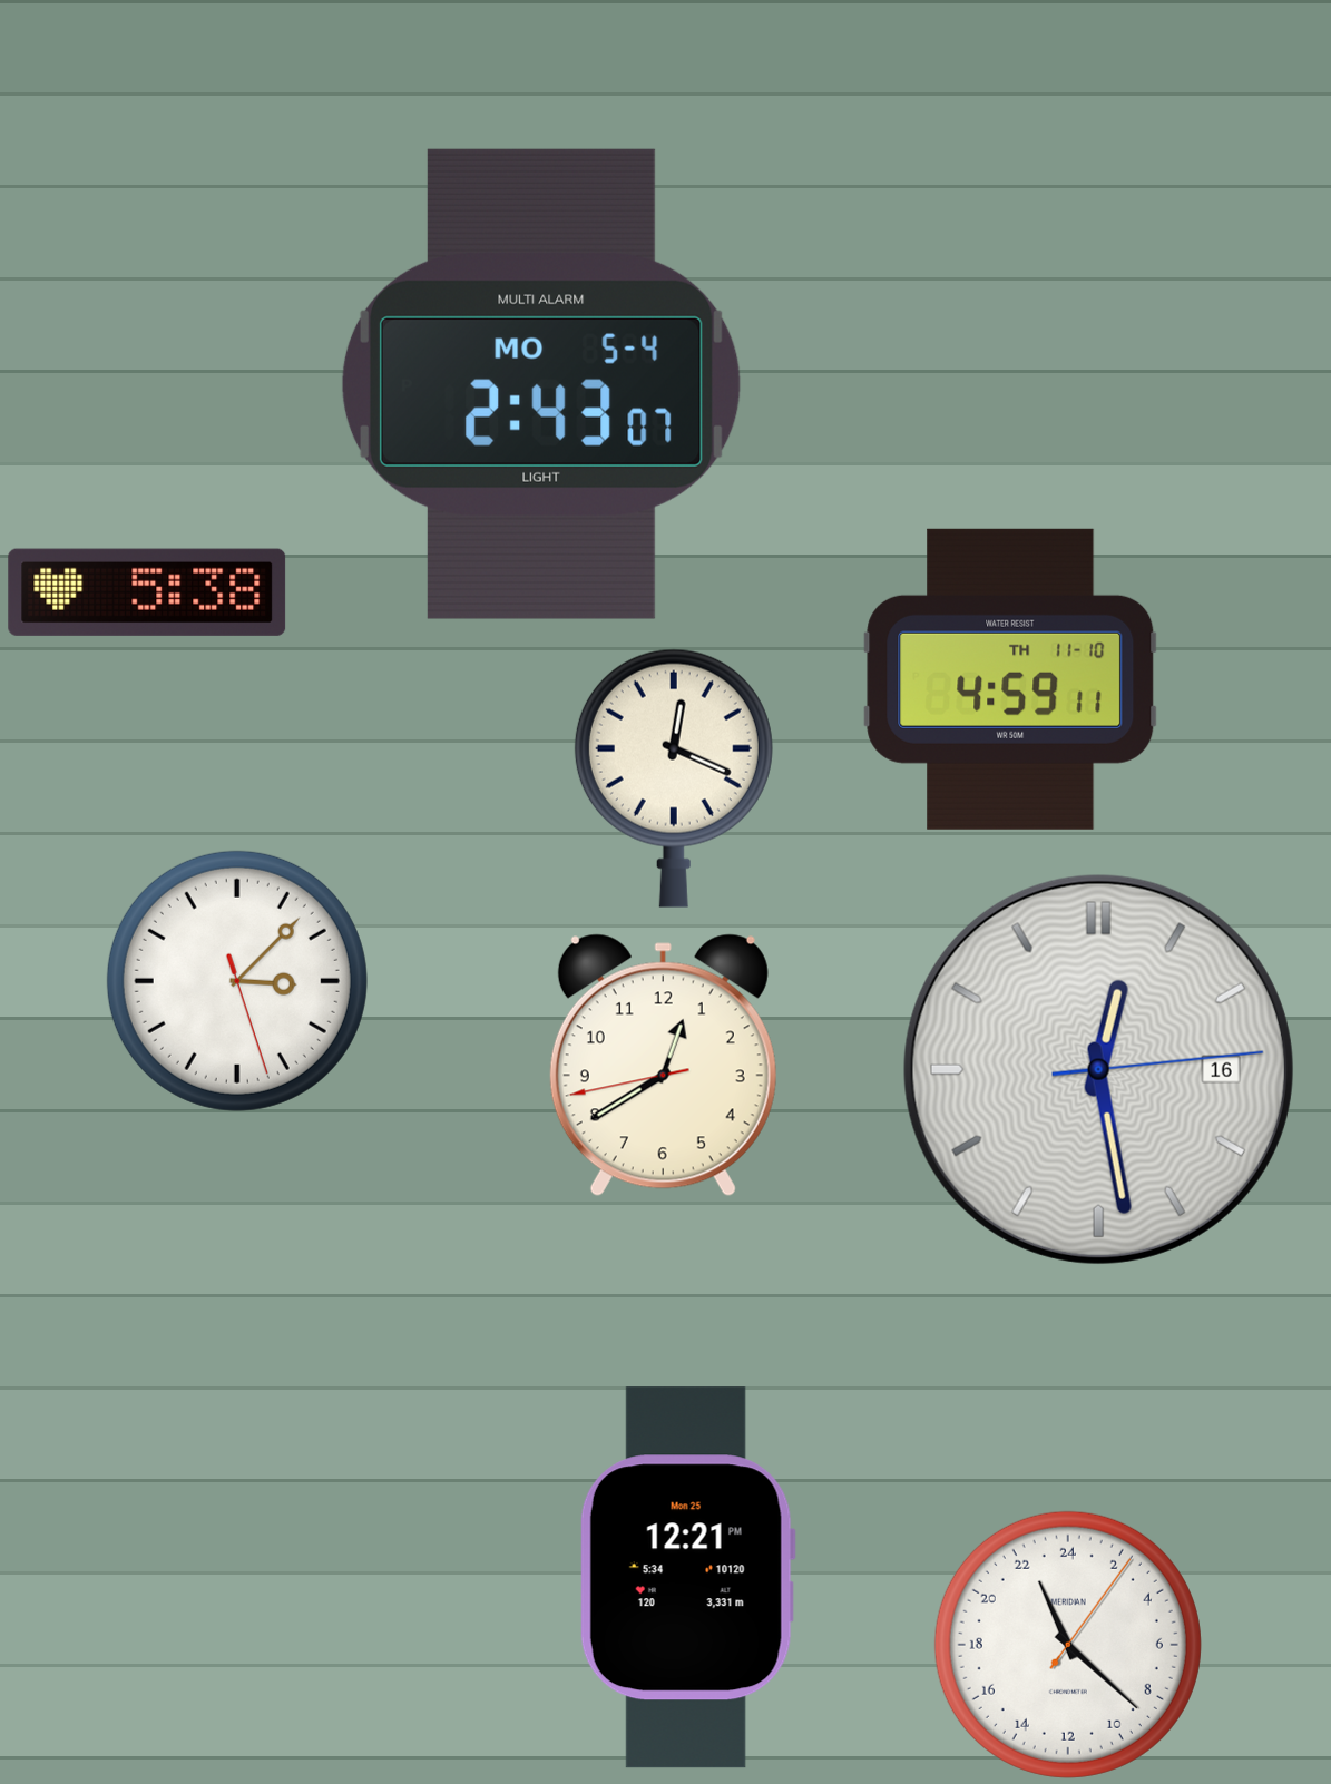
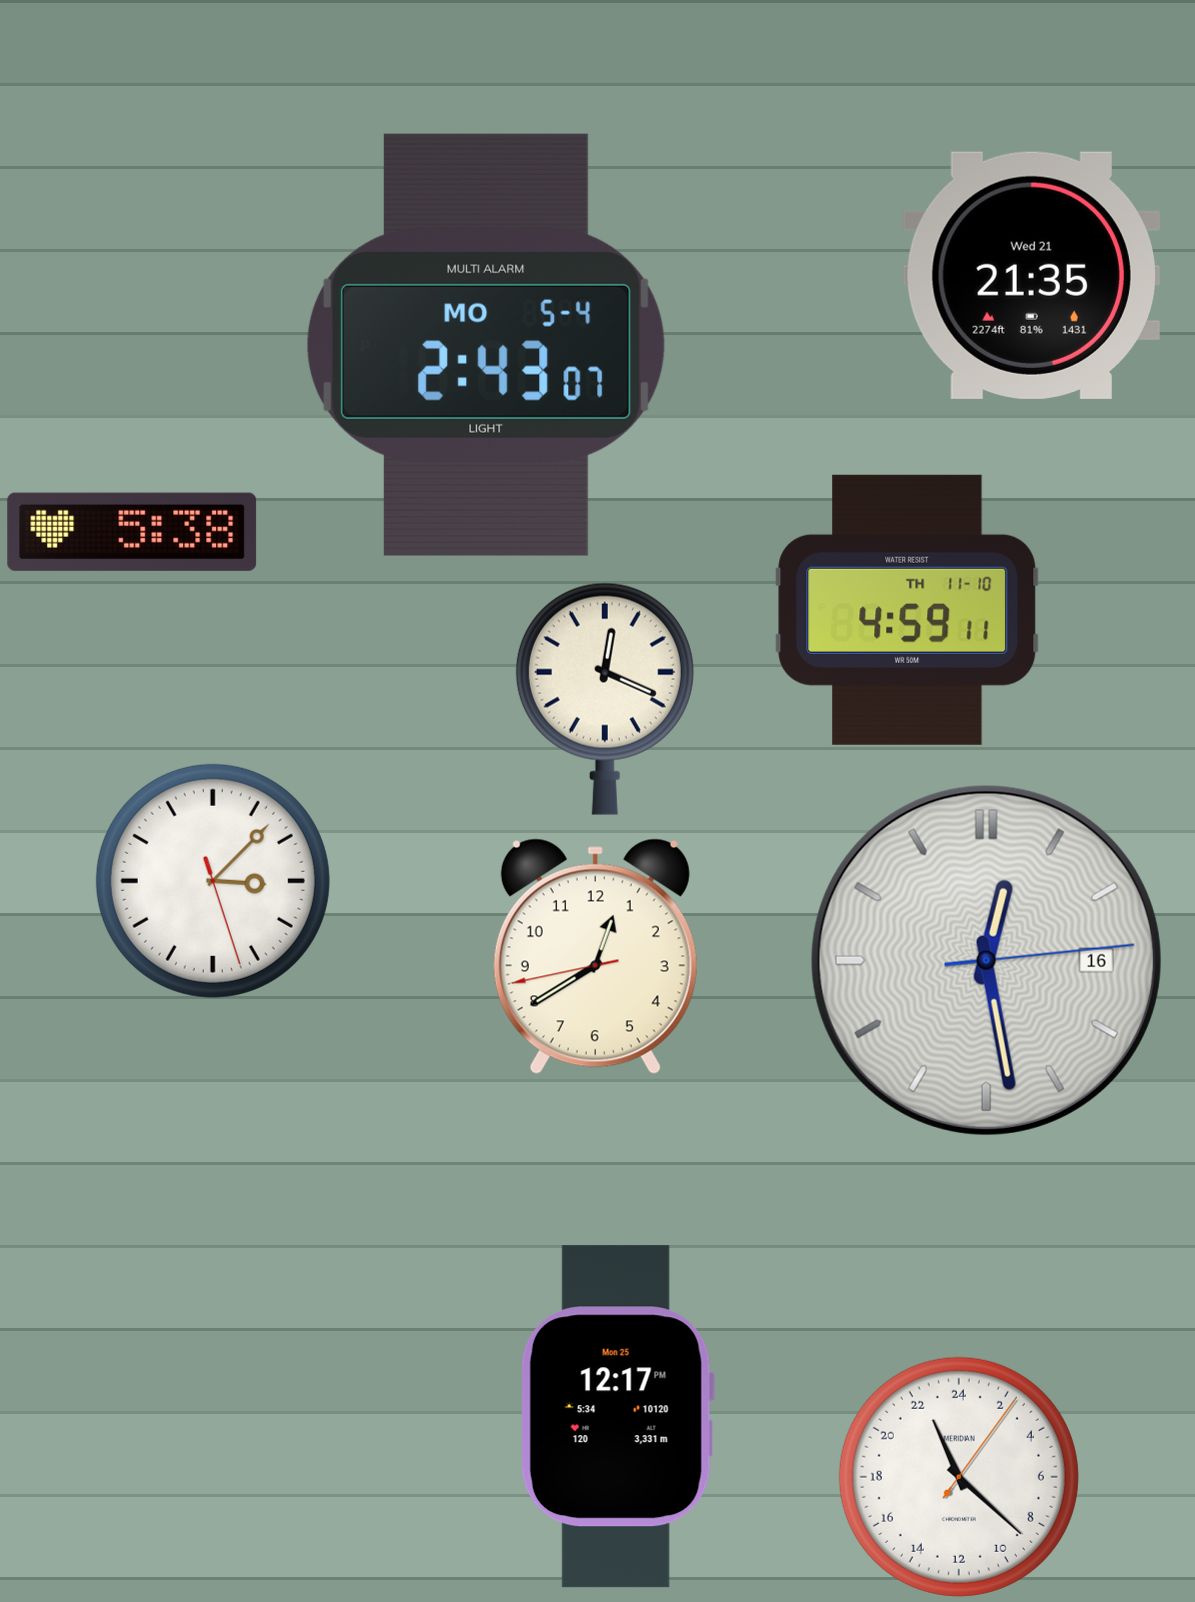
clock at (1031, 275): none -> 21:35
clock at (687, 1578): 12:21 -> 12:17
